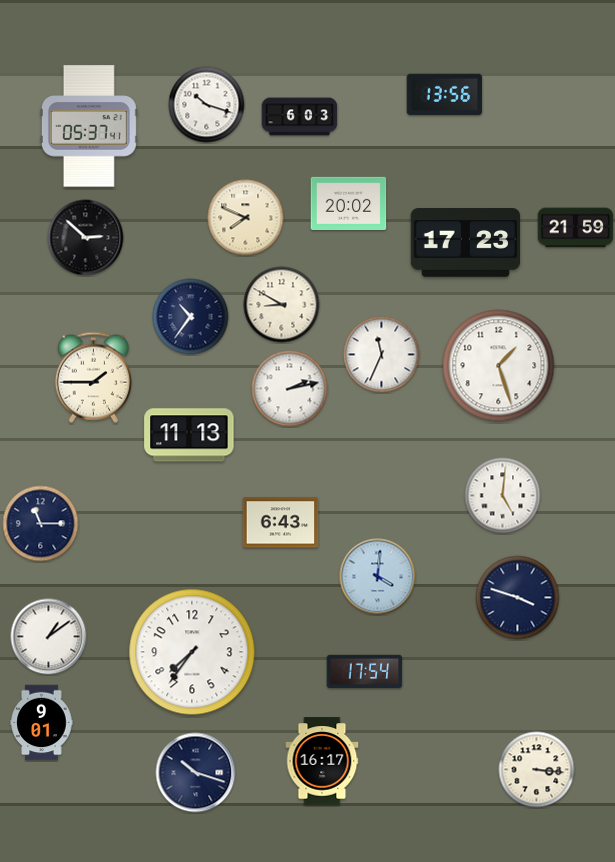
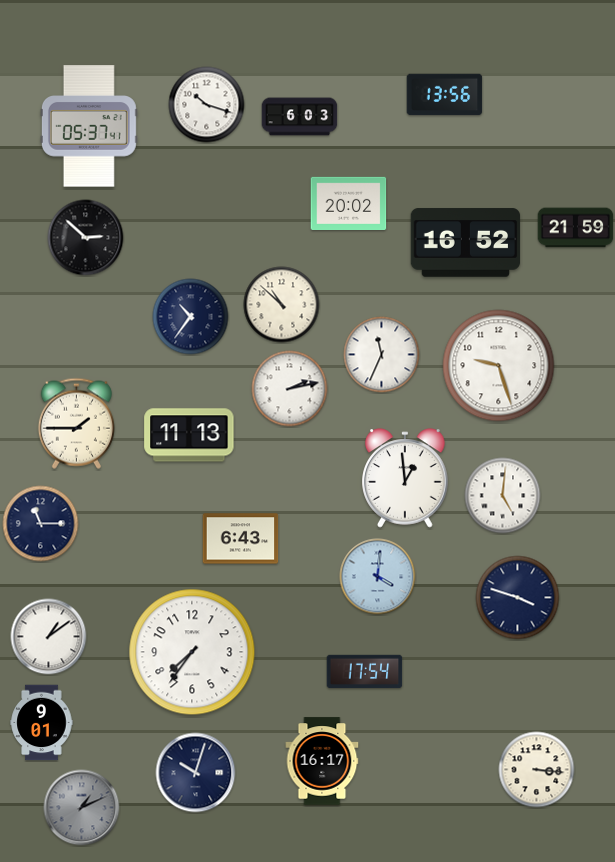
clock at (246, 218): 7:49 -> none
clock at (466, 243): 17:23 -> 16:52
clock at (282, 305): 8:50 -> 10:52
clock at (499, 366): 1:27 -> 9:27
clock at (93, 377) position: (93, 377) -> (76, 423)
clock at (405, 478): none -> 12:59
clock at (281, 523) position: (281, 523) -> (241, 539)
clock at (196, 773): 10:18 -> 10:03
clock at (82, 808): none -> 1:11
